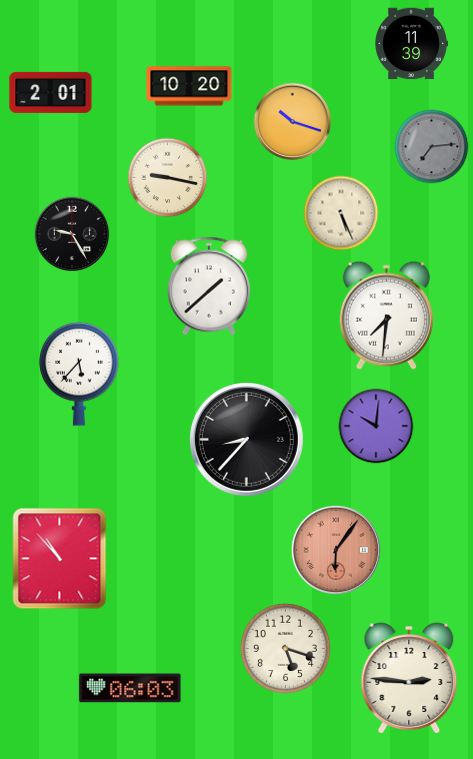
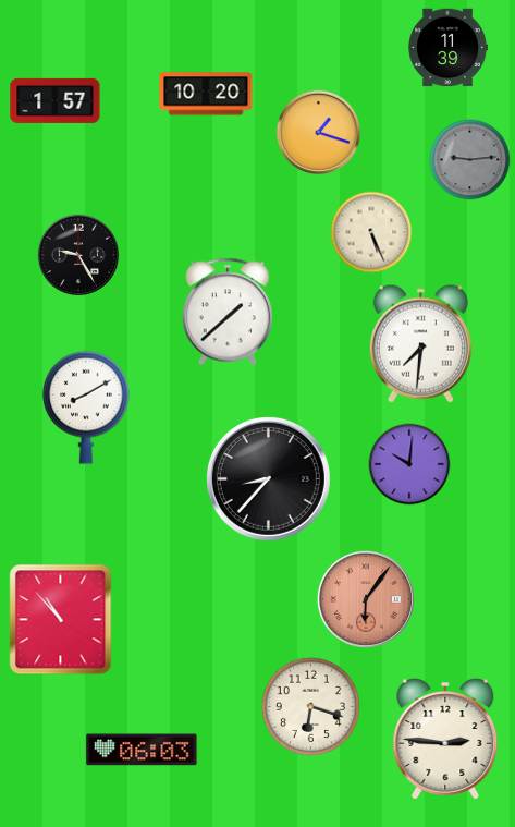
clock at (51, 92): 2:01 -> 1:57
clock at (293, 122): 10:18 -> 1:18
clock at (432, 147): 7:14 -> 9:14
clock at (168, 178): 9:17 -> none
clock at (79, 374): 5:37 -> 8:10
clock at (60, 559) position: (60, 559) -> (61, 620)
clock at (285, 648): 5:18 -> 6:18
